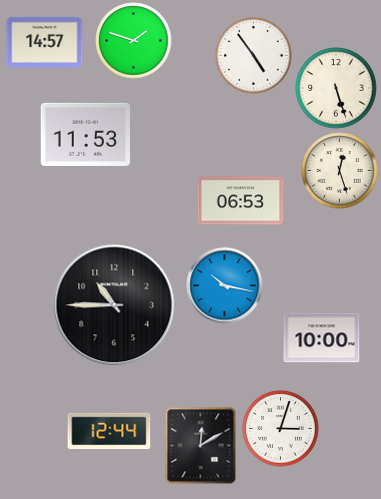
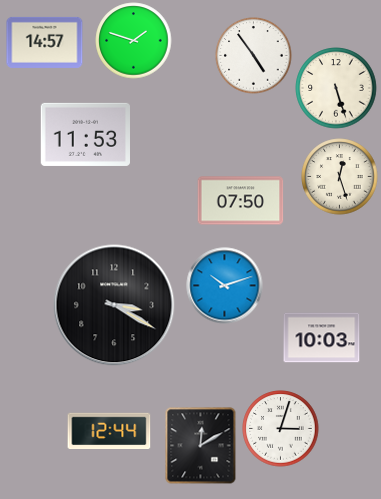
clock at (340, 171) position: (340, 171) -> (340, 177)
clock at (241, 201): 06:53 -> 07:50
clock at (225, 286): 10:17 -> 10:12
clock at (114, 305): 10:45 -> 3:20
clock at (322, 338): 10:00 -> 10:03
